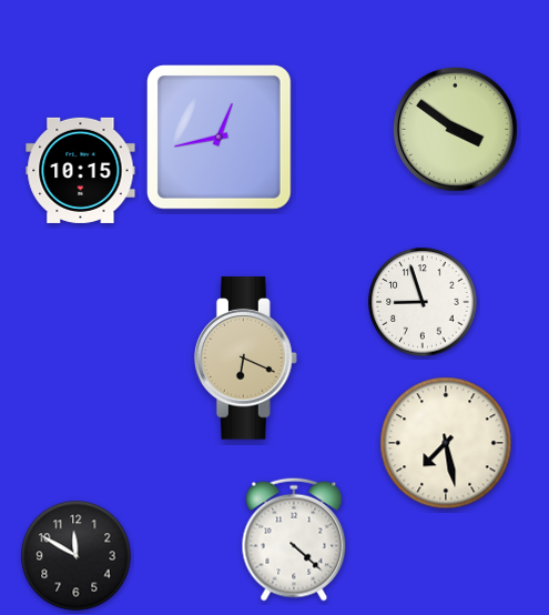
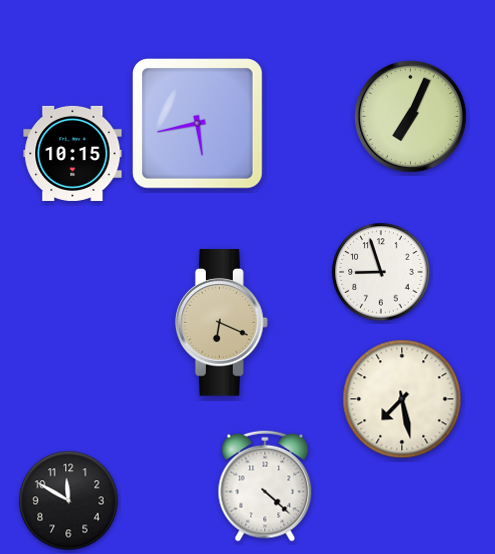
clock at (455, 129): 3:51 -> 7:04
clock at (220, 138): 12:43 -> 5:43
